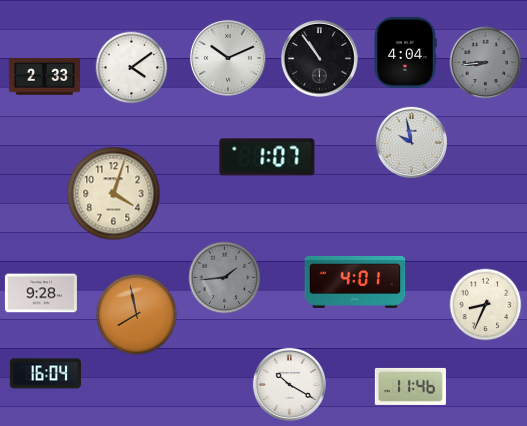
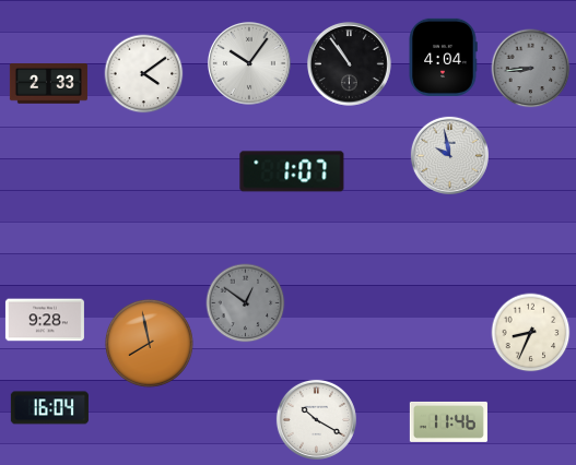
clock at (228, 58): 10:11 -> 10:06
clock at (114, 194): 4:03 -> none
clock at (225, 278): 1:44 -> 12:51
clock at (355, 282): 4:01 -> none
